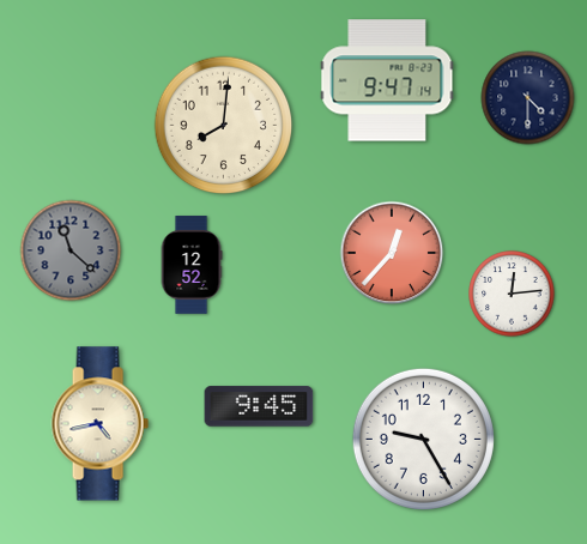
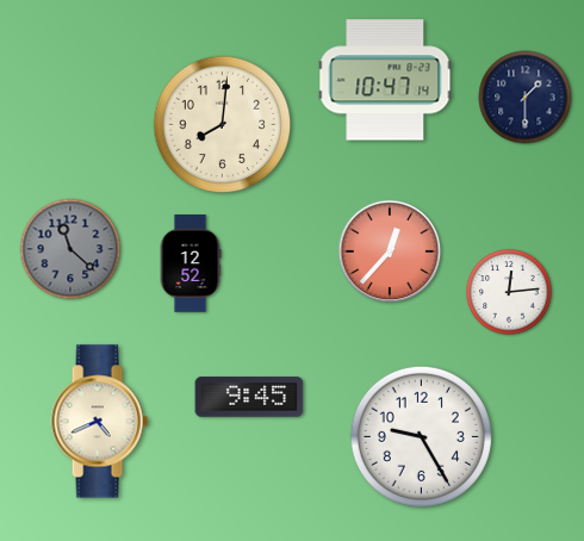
clock at (387, 80): 9:47 -> 10:47
clock at (528, 98): 4:30 -> 1:30
clock at (259, 406) position: (259, 406) -> (249, 397)
clock at (99, 424): 4:43 -> 4:41
